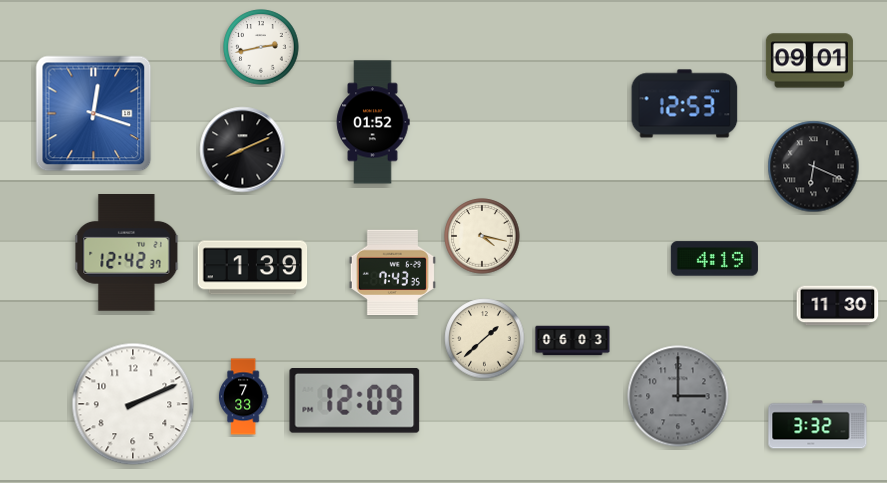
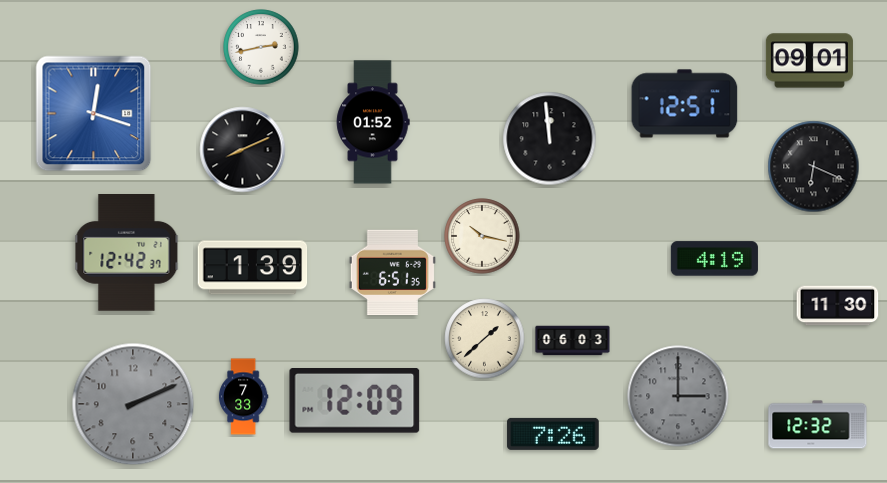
clock at (685, 104): 12:53 -> 12:51
clock at (550, 139): none -> 11:59
clock at (482, 236): 4:17 -> 10:17
clock at (392, 273): 7:43 -> 6:51
clock at (133, 404) dial: white -> grey
clock at (818, 425): 3:32 -> 12:32
clock at (553, 434): none -> 7:26
